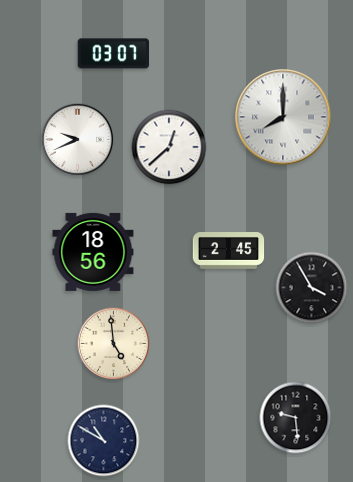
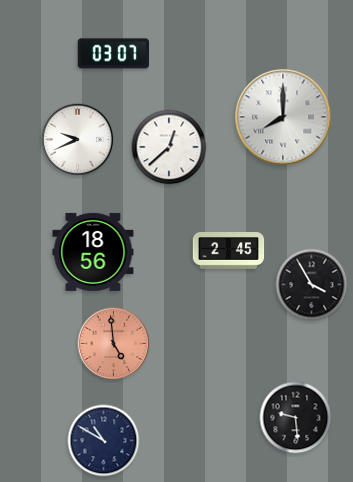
clock at (312, 288) position: (312, 288) -> (312, 285)
clock at (114, 344) dial: cream -> salmon
